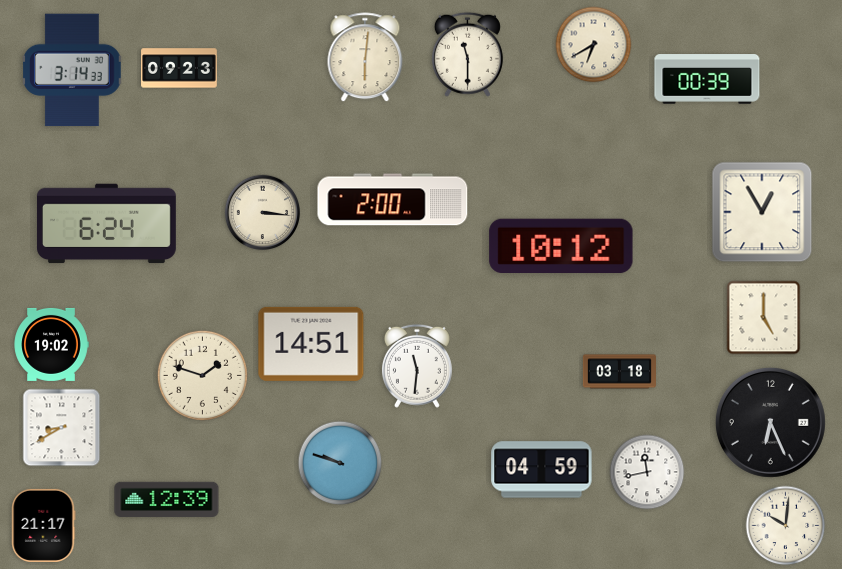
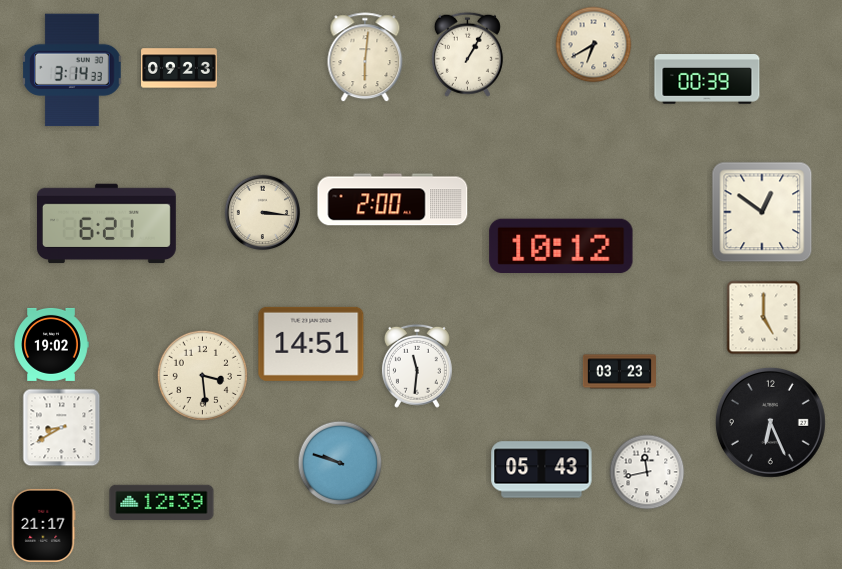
clock at (467, 54): 11:30 -> 1:05
clock at (762, 212): 12:55 -> 12:51
clock at (106, 224): 6:24 -> 6:21
clock at (619, 372): 03:18 -> 03:23
clock at (202, 375): 1:48 -> 3:29
clock at (542, 470): 04:59 -> 05:43
clock at (167, 499) position: (167, 499) -> (162, 502)
clock at (786, 526): 10:01 -> none
